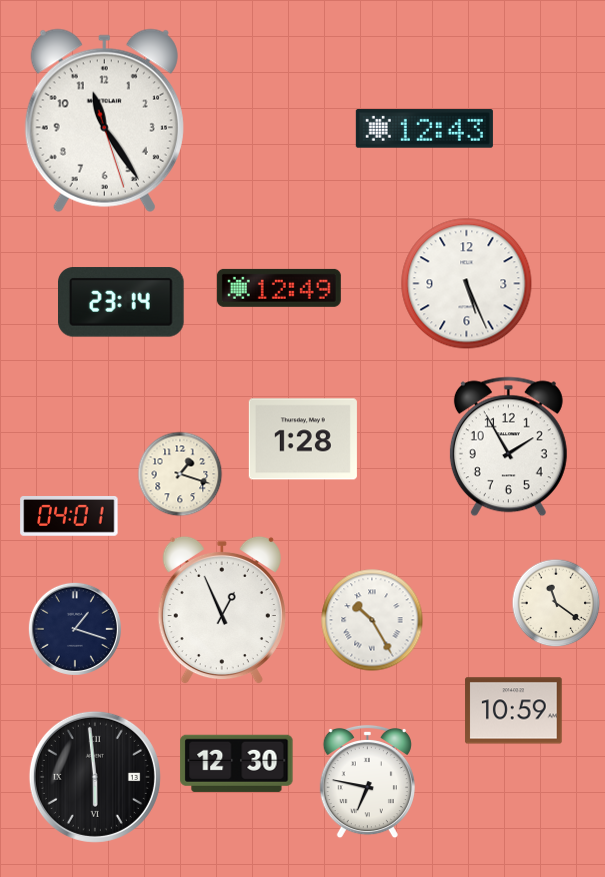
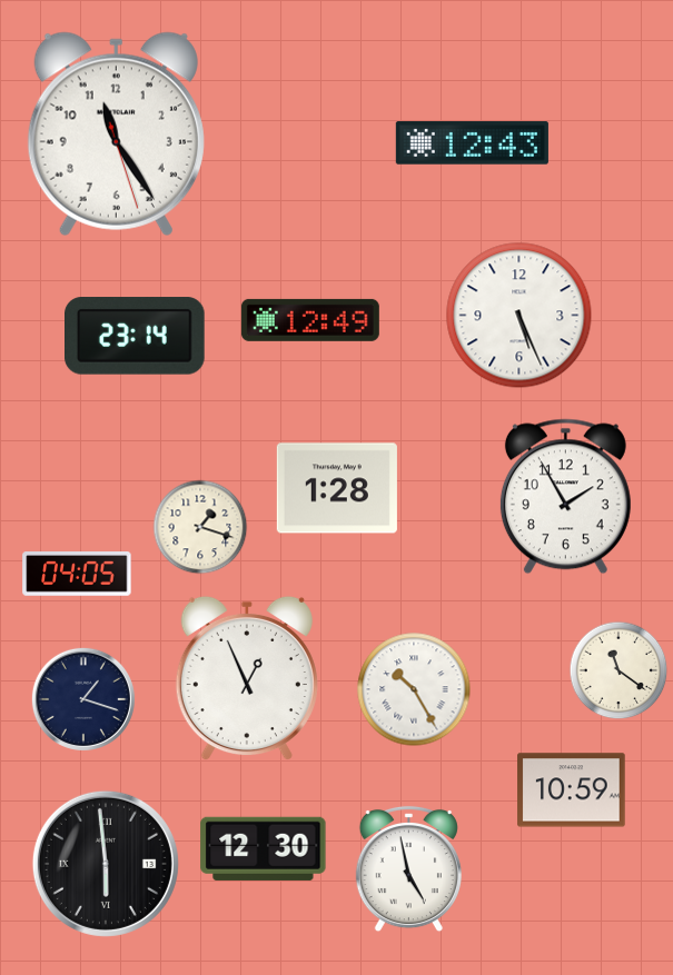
clock at (69, 517): 04:01 -> 04:05
clock at (367, 782): 6:47 -> 4:58
